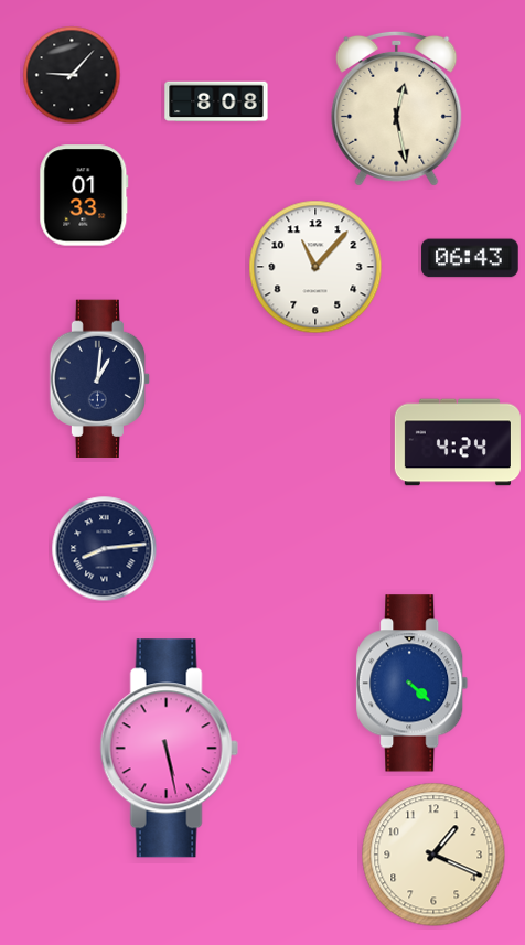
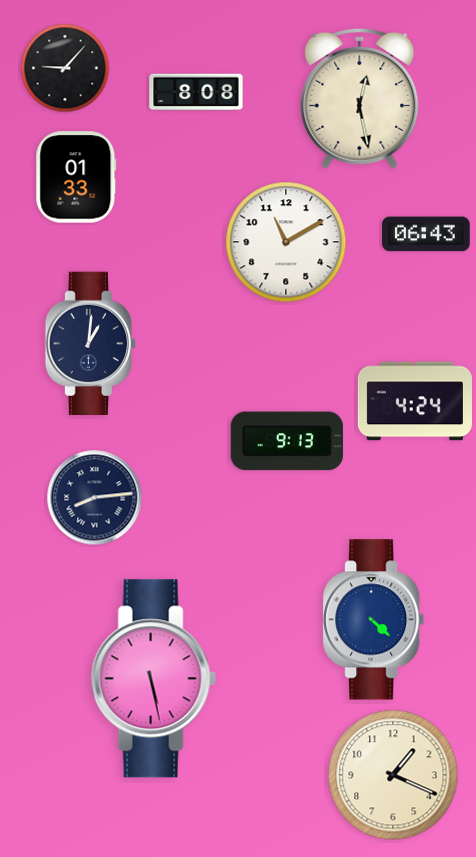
clock at (315, 267): 11:07 -> 11:10
clock at (287, 441): none -> 9:13
